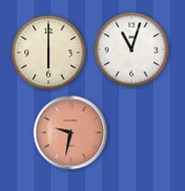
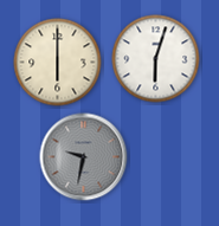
clock at (132, 50): 11:03 -> 6:03
clock at (71, 133) dial: salmon -> grey
